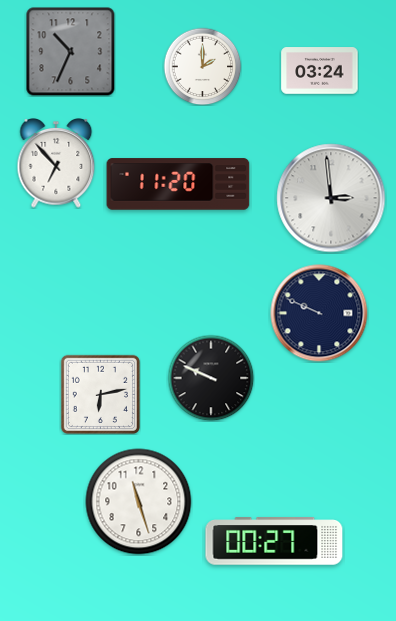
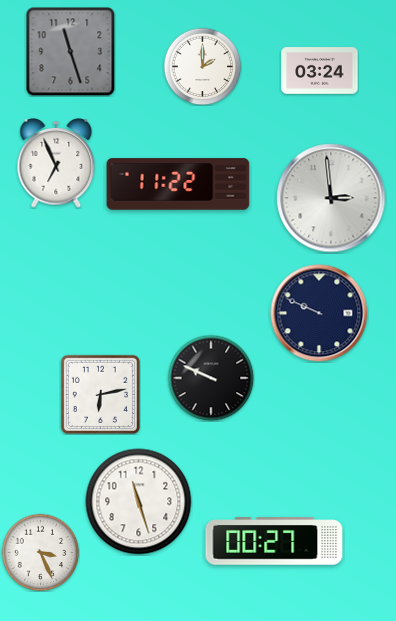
clock at (70, 51): 10:34 -> 11:27
clock at (56, 164): 6:53 -> 6:56
clock at (178, 184): 11:20 -> 11:22
clock at (40, 552): none -> 3:26
